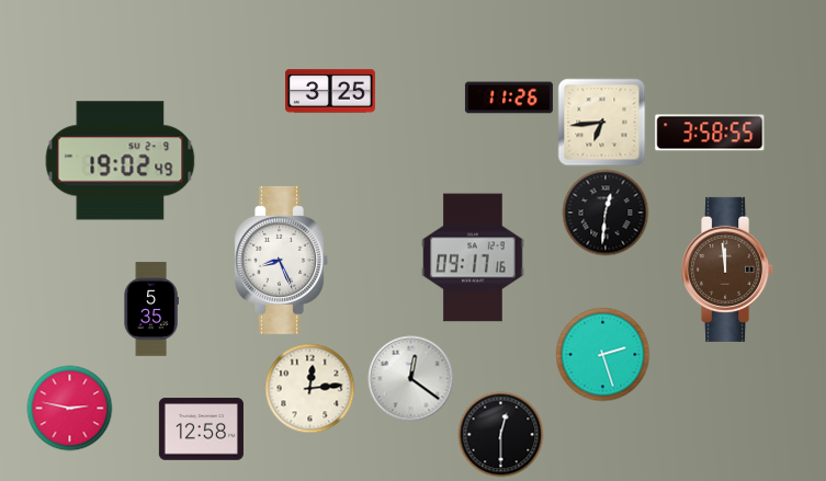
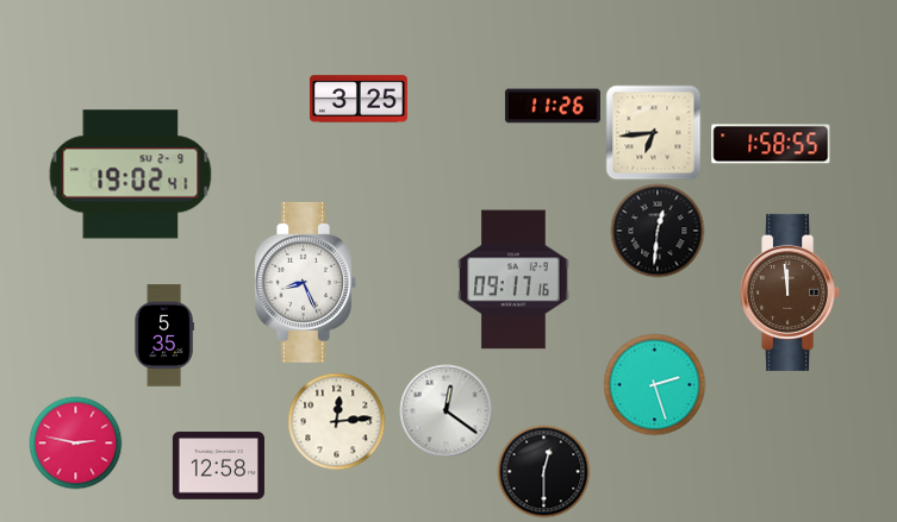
clock at (710, 133): 3:58 -> 1:58
clock at (121, 161): 19:02:49 -> 19:02:41
